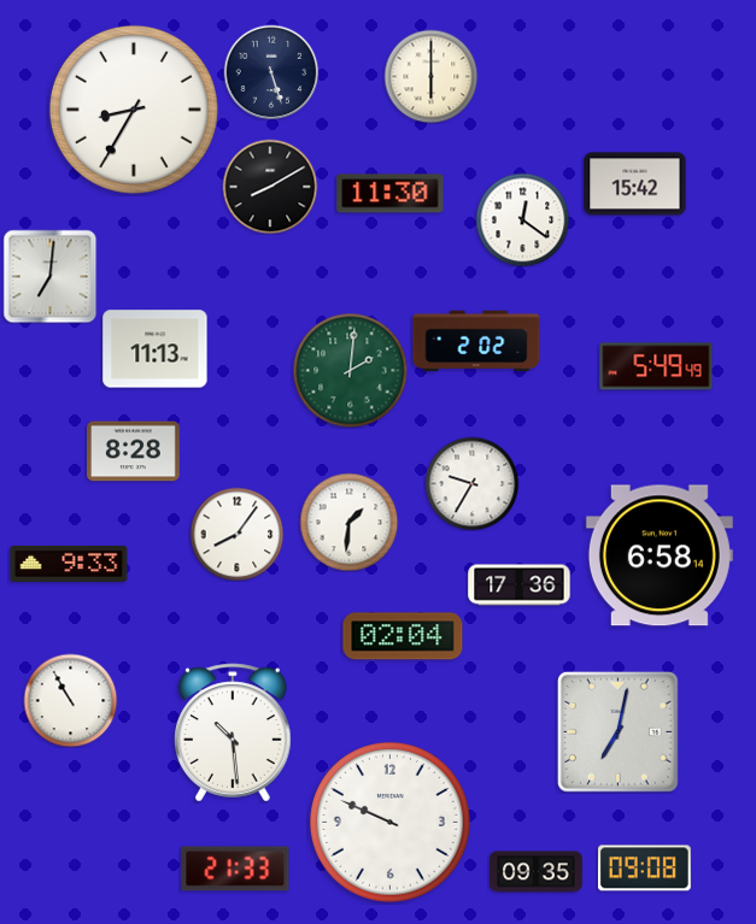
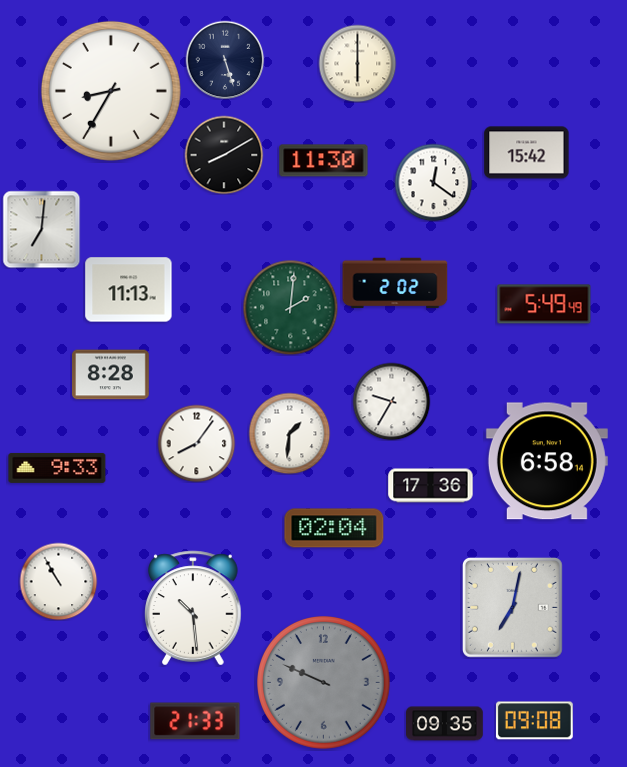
clock at (391, 823) dial: white -> grey
